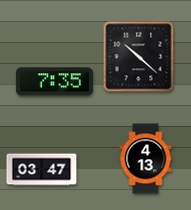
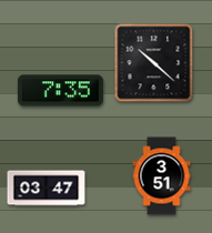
clock at (146, 159): 4:13 -> 3:51
